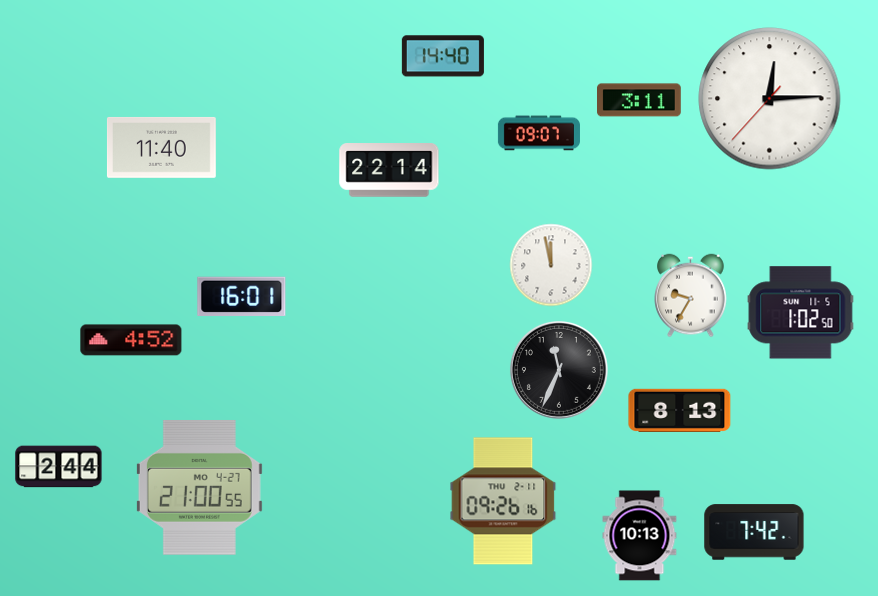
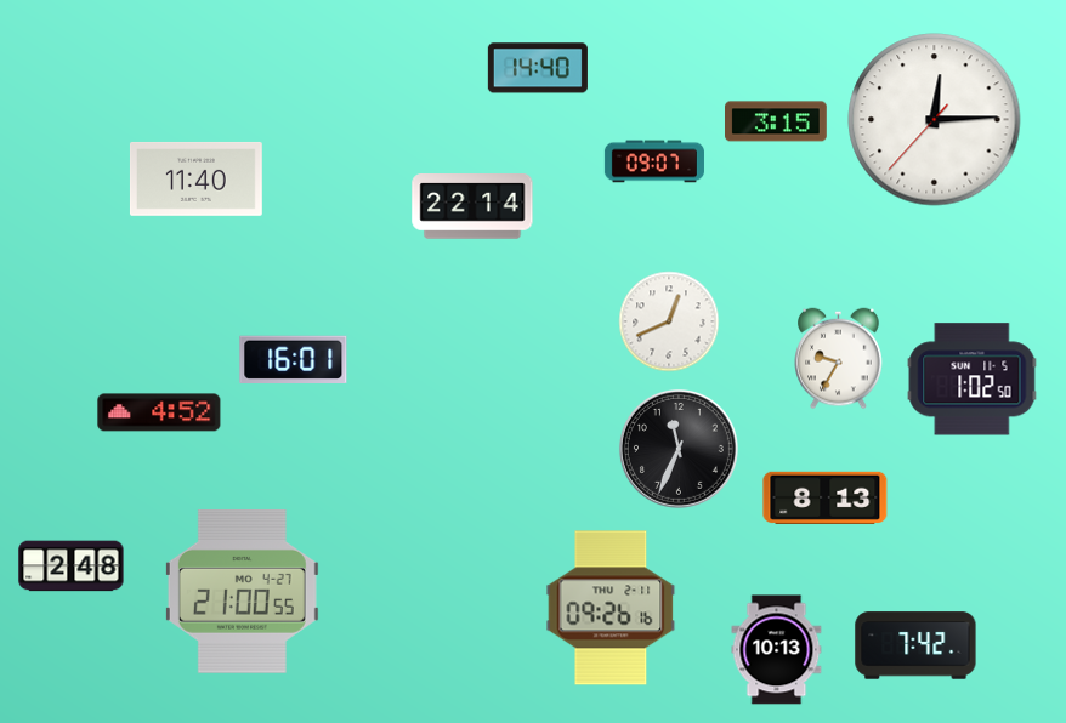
clock at (640, 100): 3:11 -> 3:15
clock at (551, 265): 11:58 -> 12:41
clock at (59, 467): 2:44 -> 2:48
